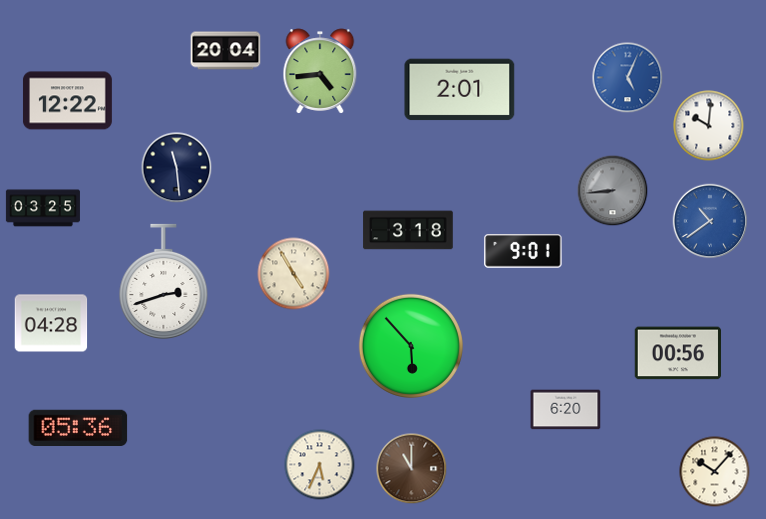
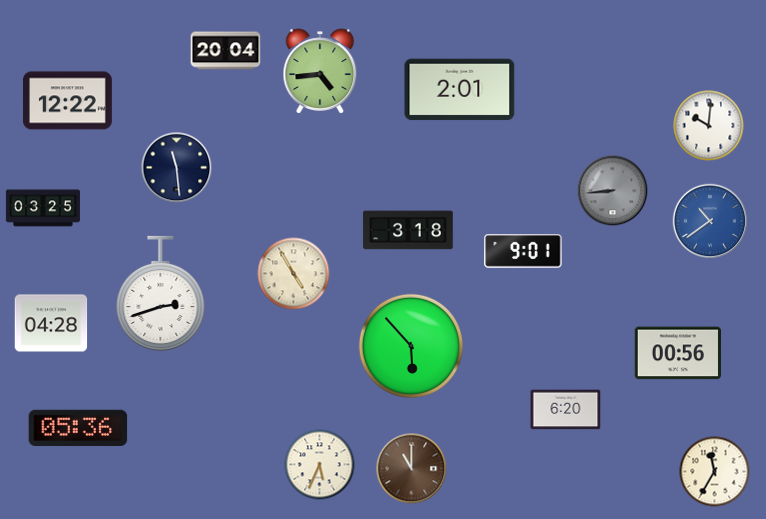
clock at (628, 78): 5:04 -> none
clock at (164, 282) position: (164, 282) -> (161, 294)
clock at (715, 472): 10:07 -> 11:35
